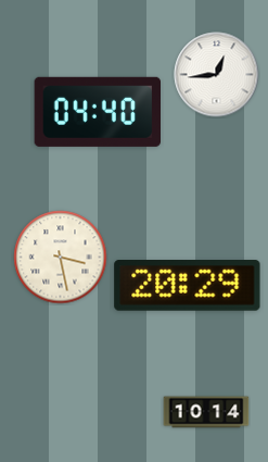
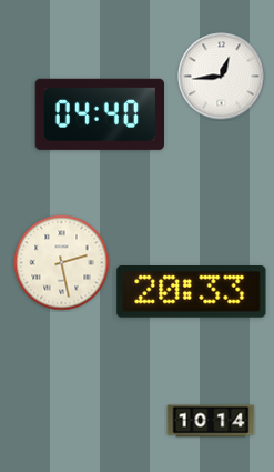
clock at (61, 258): 3:28 -> 2:28
clock at (188, 286): 20:29 -> 20:33
